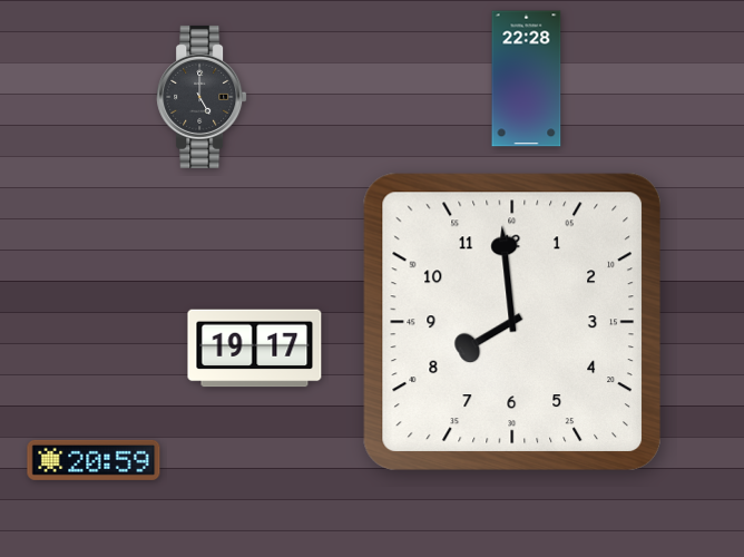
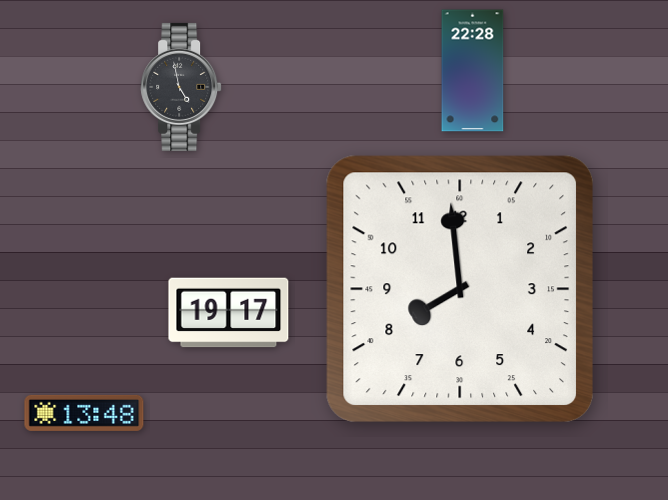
clock at (202, 97): 5:00 -> 4:58
clock at (94, 460): 20:59 -> 13:48
